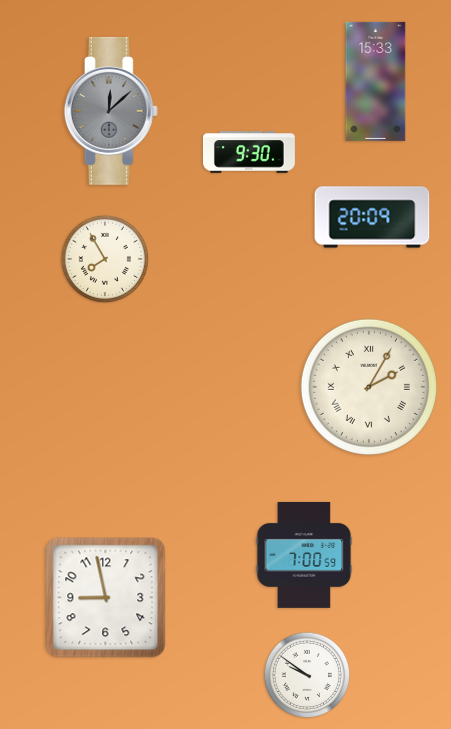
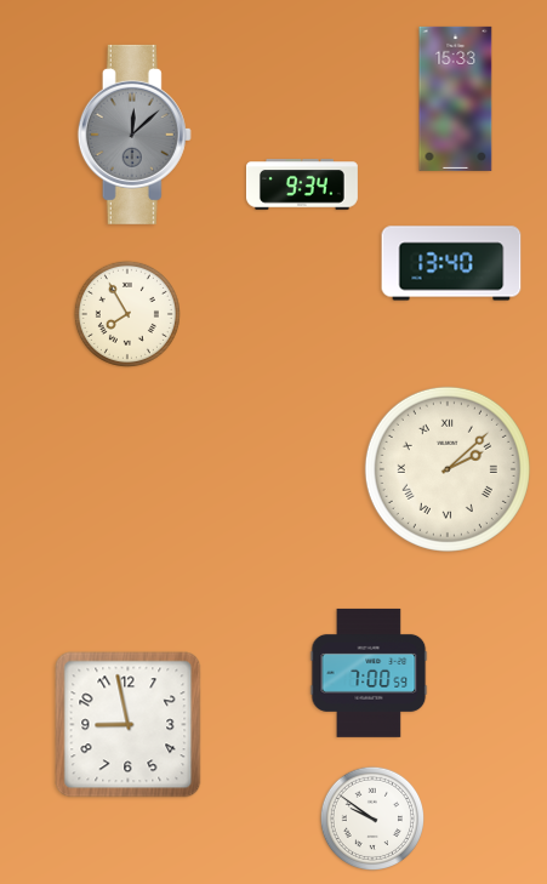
clock at (249, 152): 9:30 -> 9:34
clock at (372, 217): 20:09 -> 13:40
clock at (369, 387): 2:05 -> 2:08
